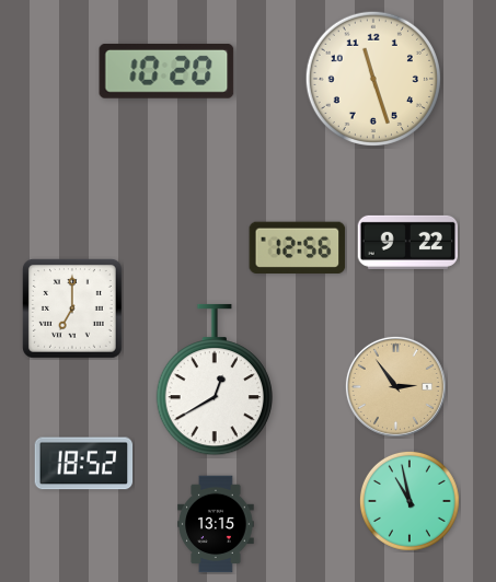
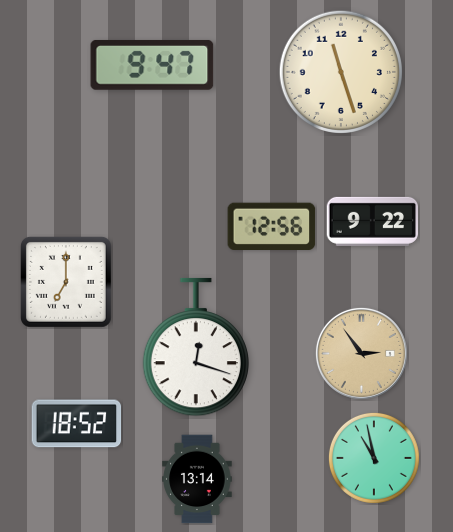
clock at (166, 71): 10:20 -> 9:47
clock at (214, 380): 12:40 -> 12:18
clock at (216, 524): 13:15 -> 13:14
